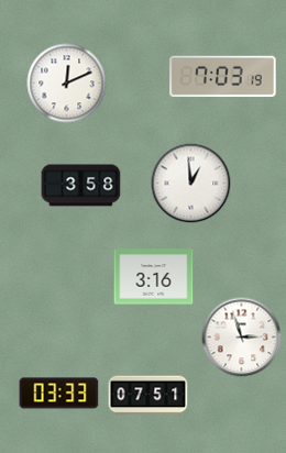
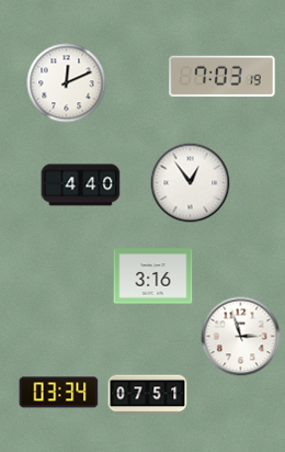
clock at (191, 184): 12:59 -> 12:54
clock at (81, 186): 3:58 -> 4:40
clock at (59, 394): 03:33 -> 03:34
